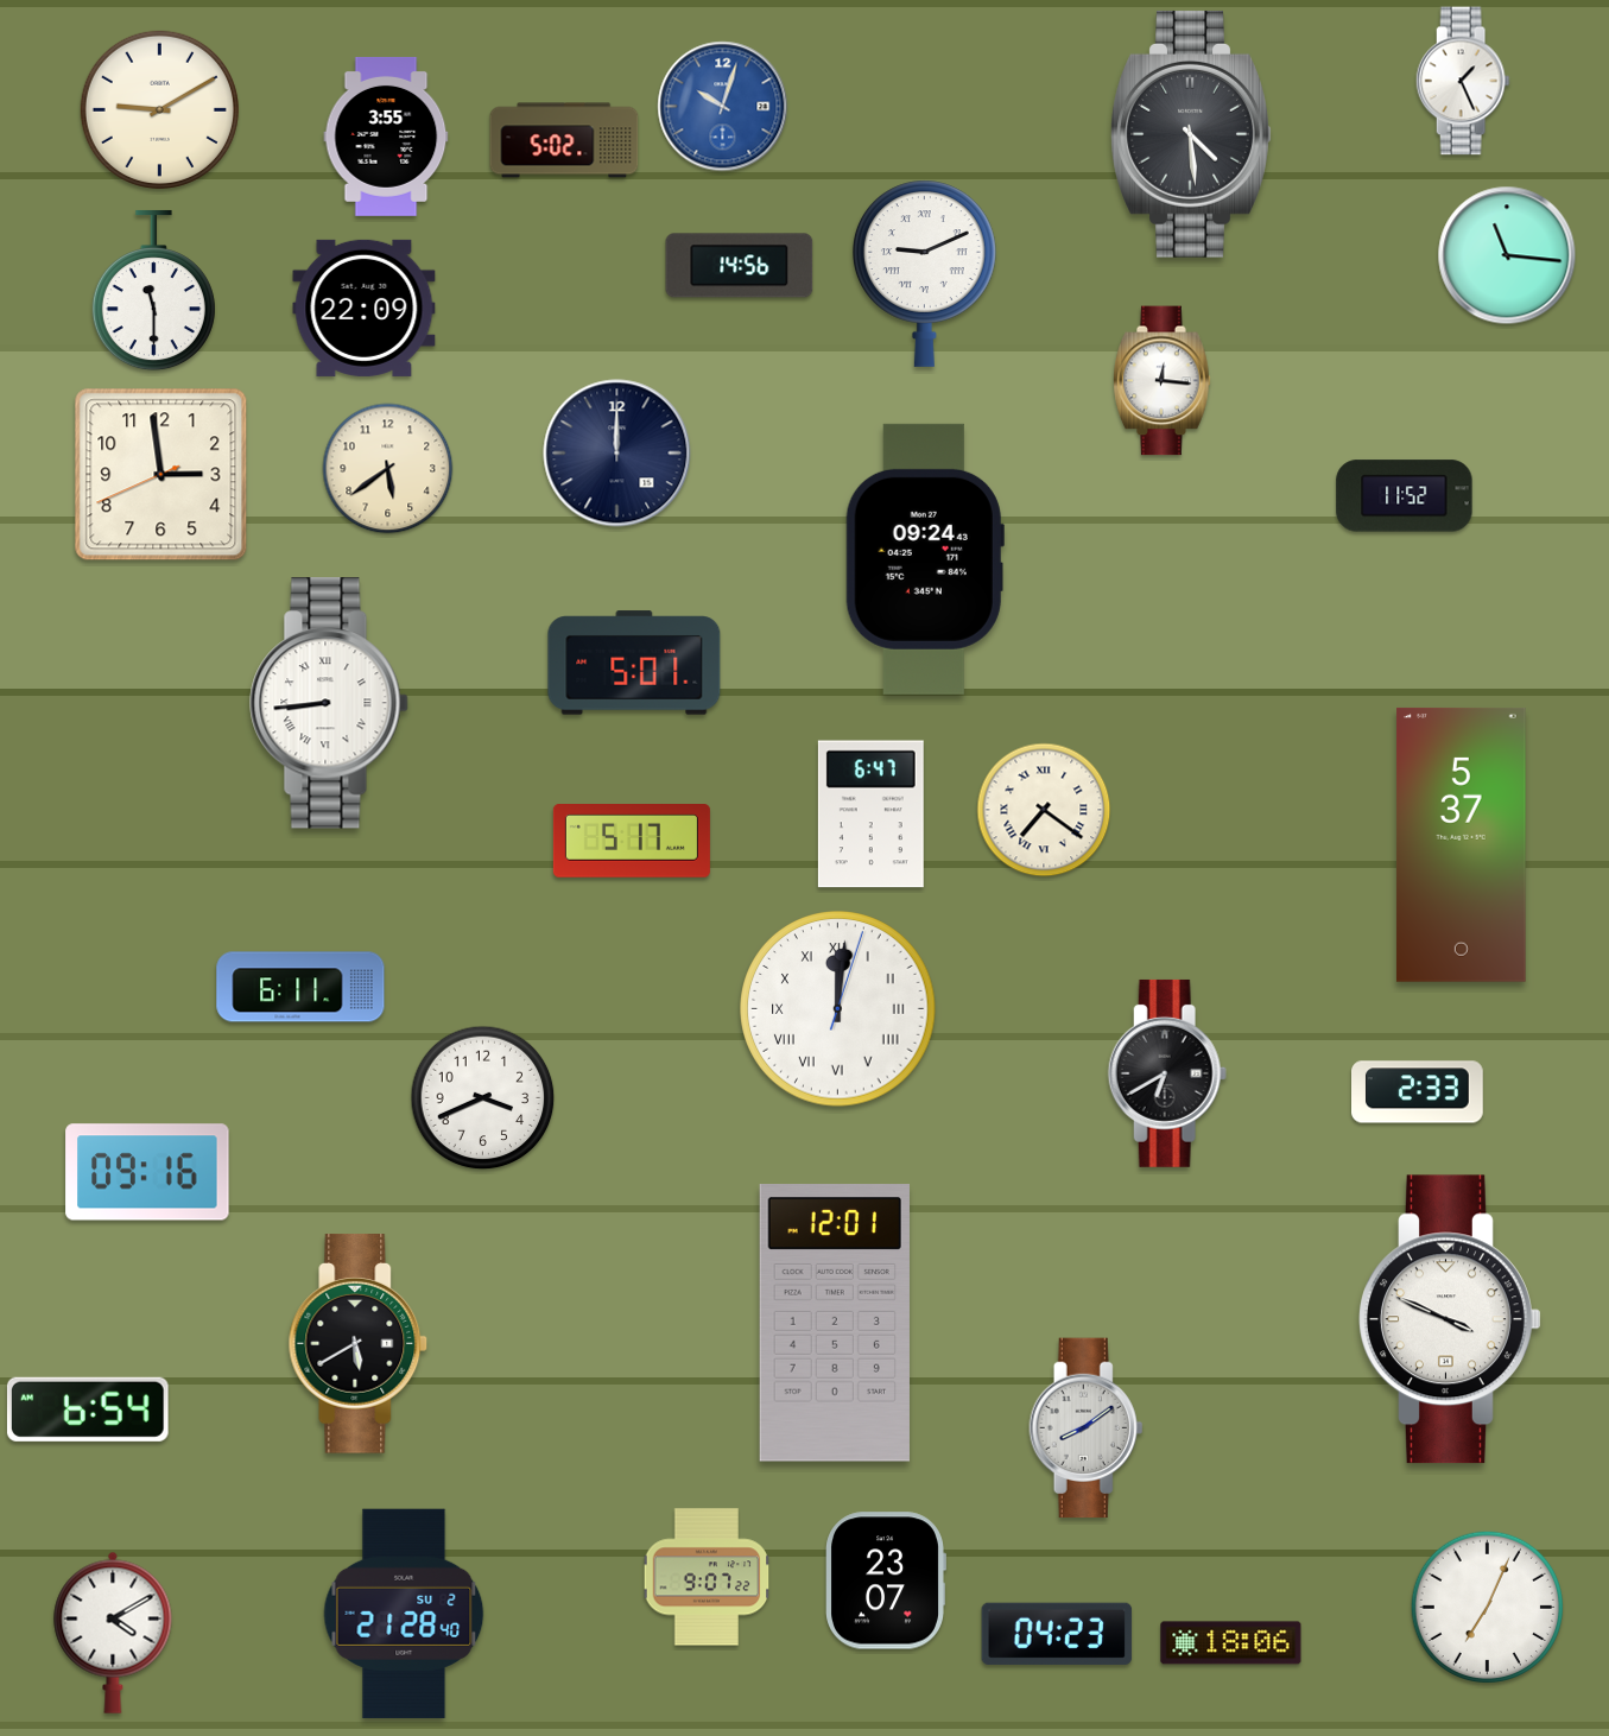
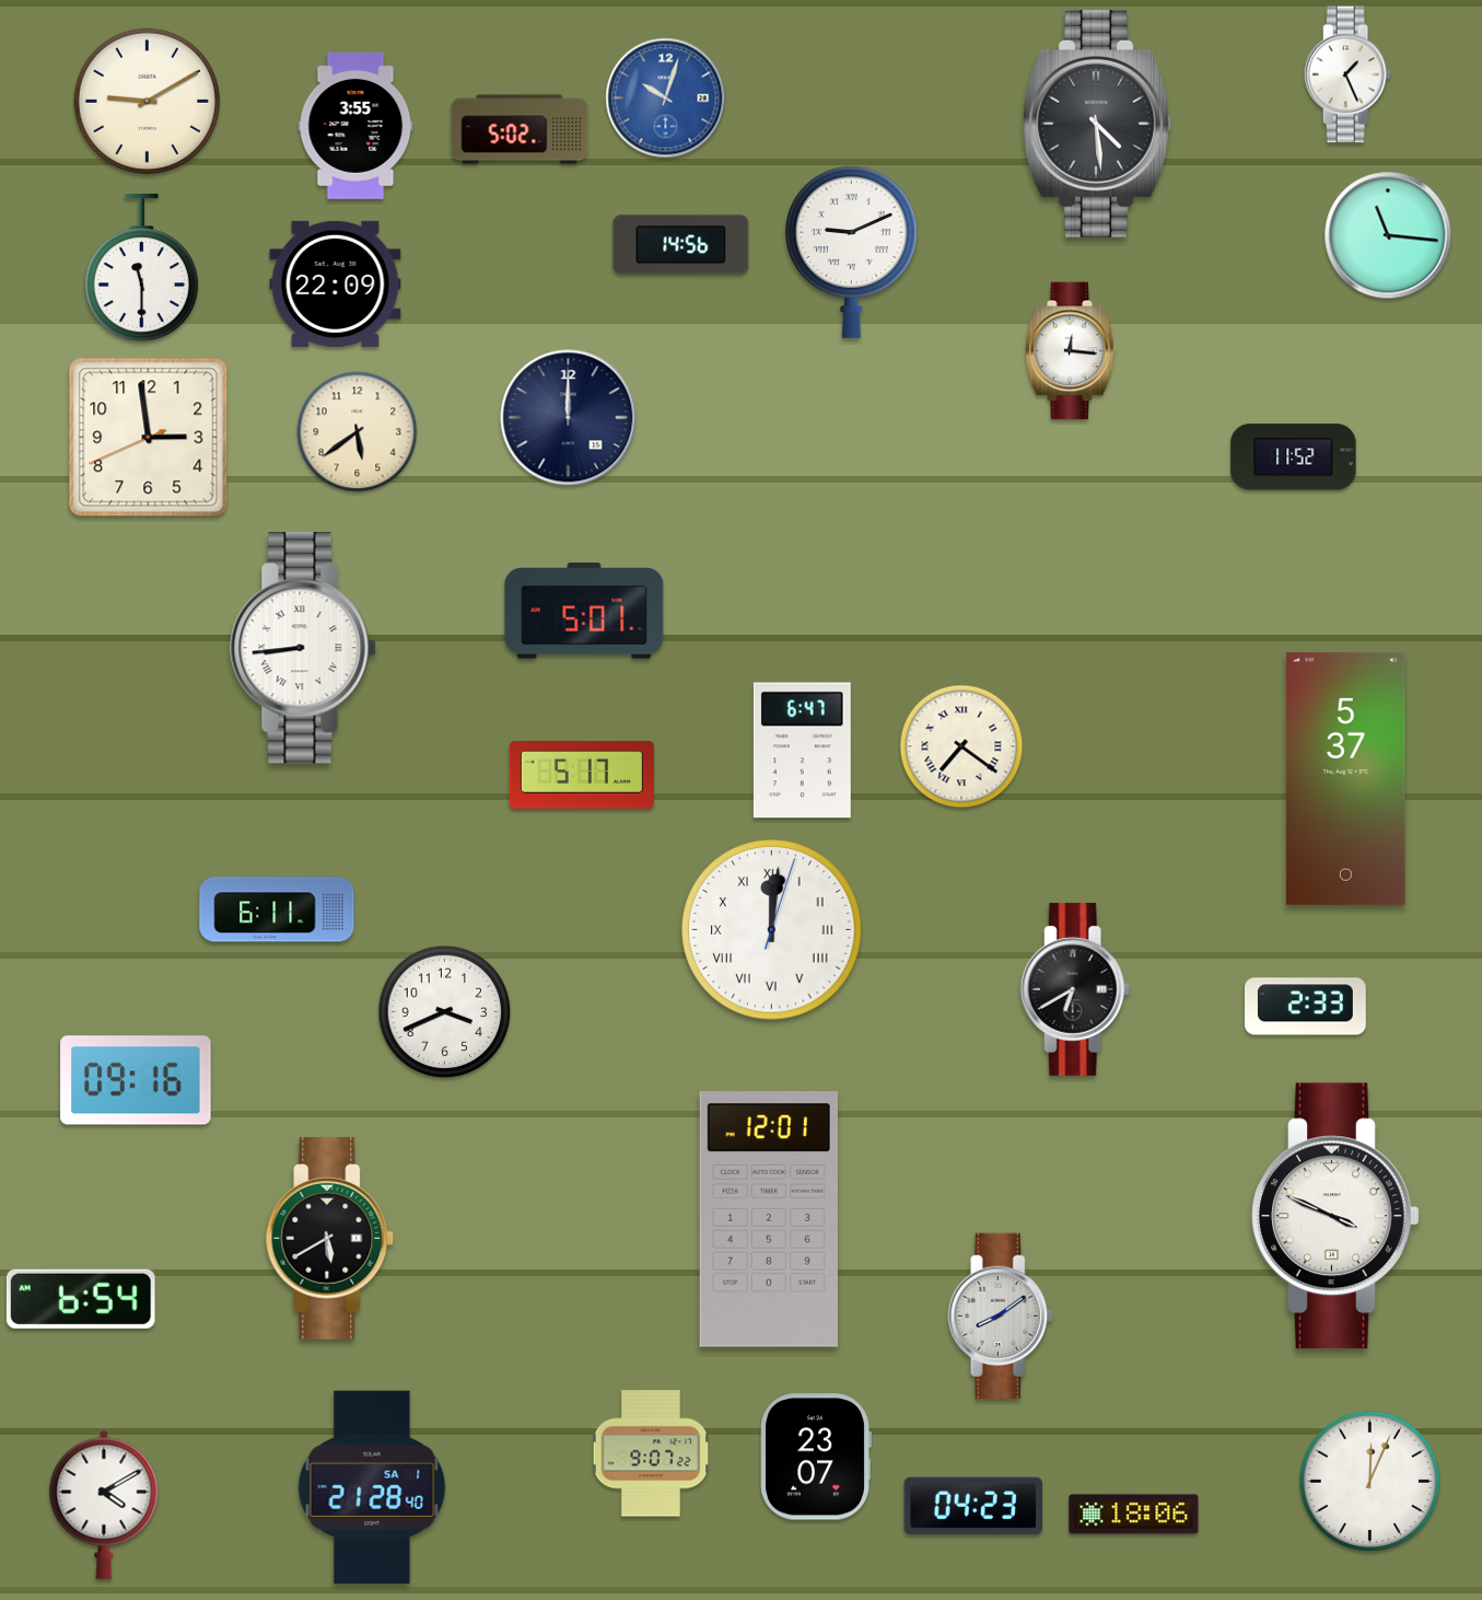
clock at (925, 559): 09:24 -> none
clock at (1487, 1607): 7:04 -> 12:04
clock at (404, 1613) date: SU 2 -> SA 1
